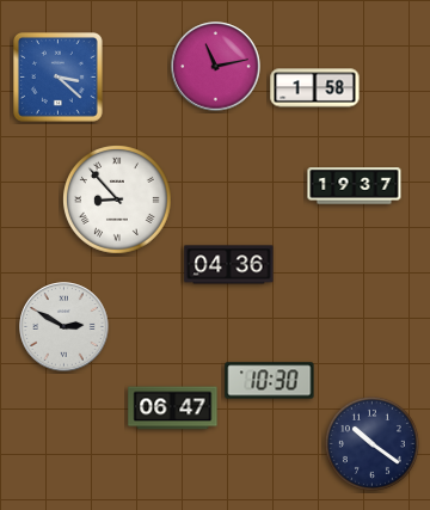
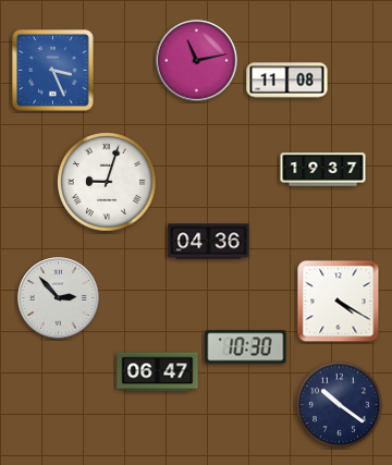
clock at (59, 78): 3:22 -> 3:26
clock at (315, 88): 1:58 -> 11:08
clock at (118, 201): 8:53 -> 9:03
clock at (64, 327): 2:50 -> 2:53
clock at (339, 302): none -> 4:20
